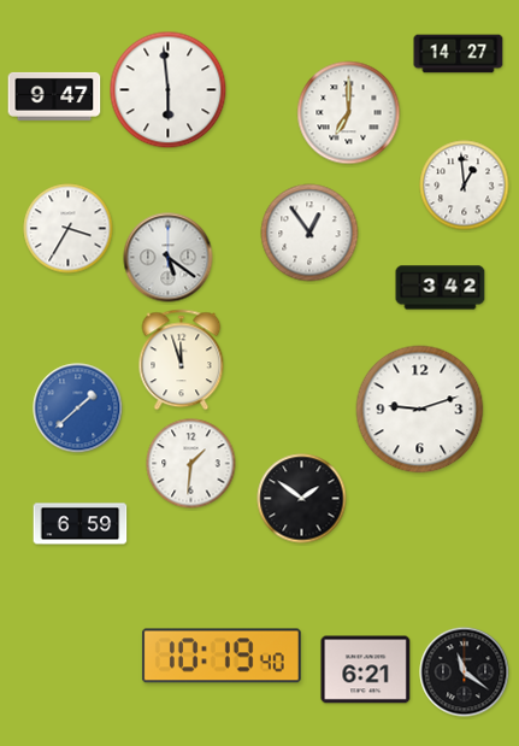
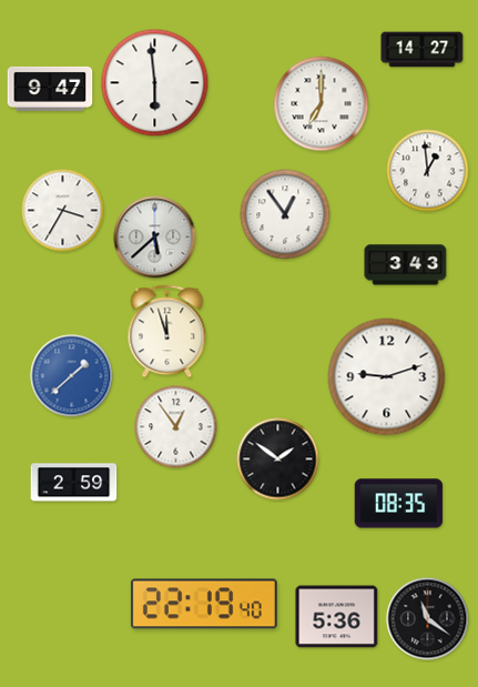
clock at (169, 258): 5:21 -> 5:38
clock at (441, 288): 3:42 -> 3:43
clock at (191, 464): 1:31 -> 12:54
clock at (81, 524): 6:59 -> 2:59
clock at (399, 504): none -> 08:35
clock at (222, 656): 10:19 -> 22:19
clock at (366, 670): 6:21 -> 5:36
